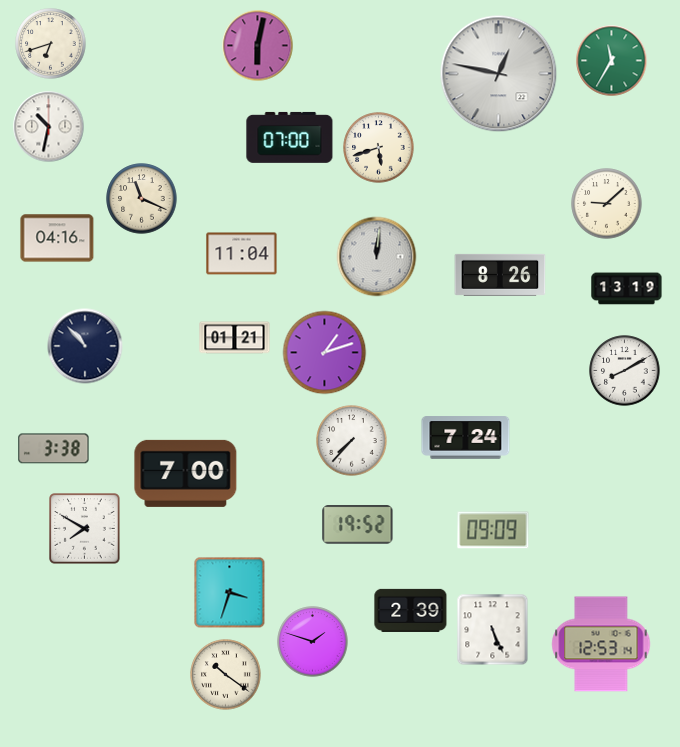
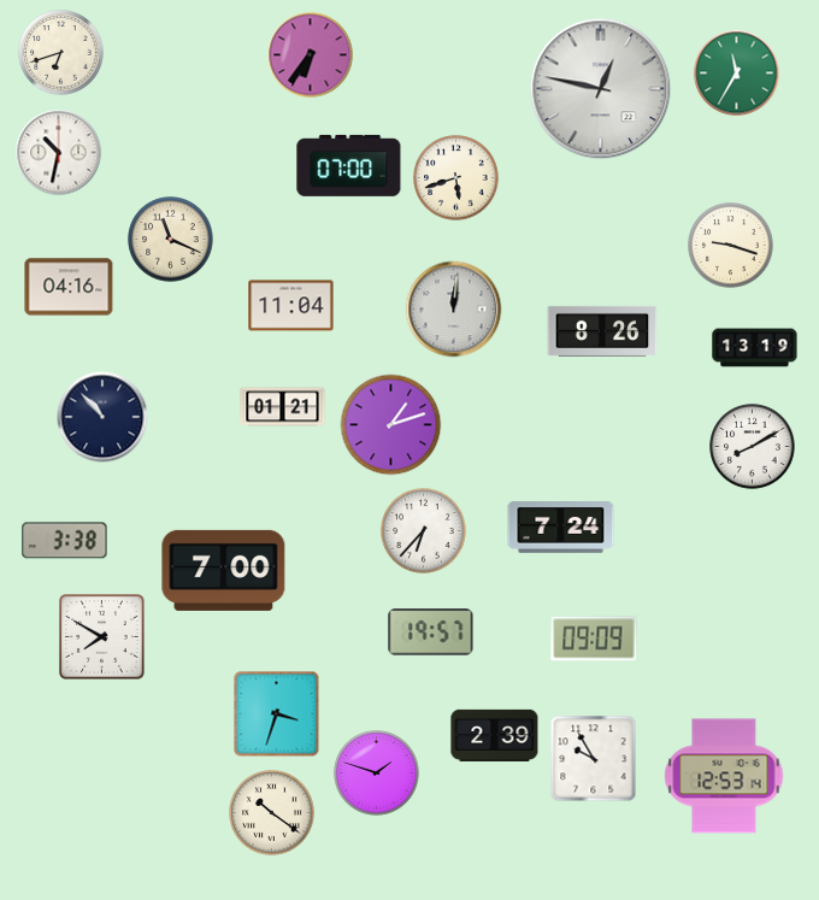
clock at (258, 46): 6:02 -> 6:36
clock at (607, 204): 9:08 -> 9:18
clock at (352, 441): 7:37 -> 6:37
clock at (358, 525): 19:52 -> 19:57
clock at (493, 630): 5:26 -> 9:55
